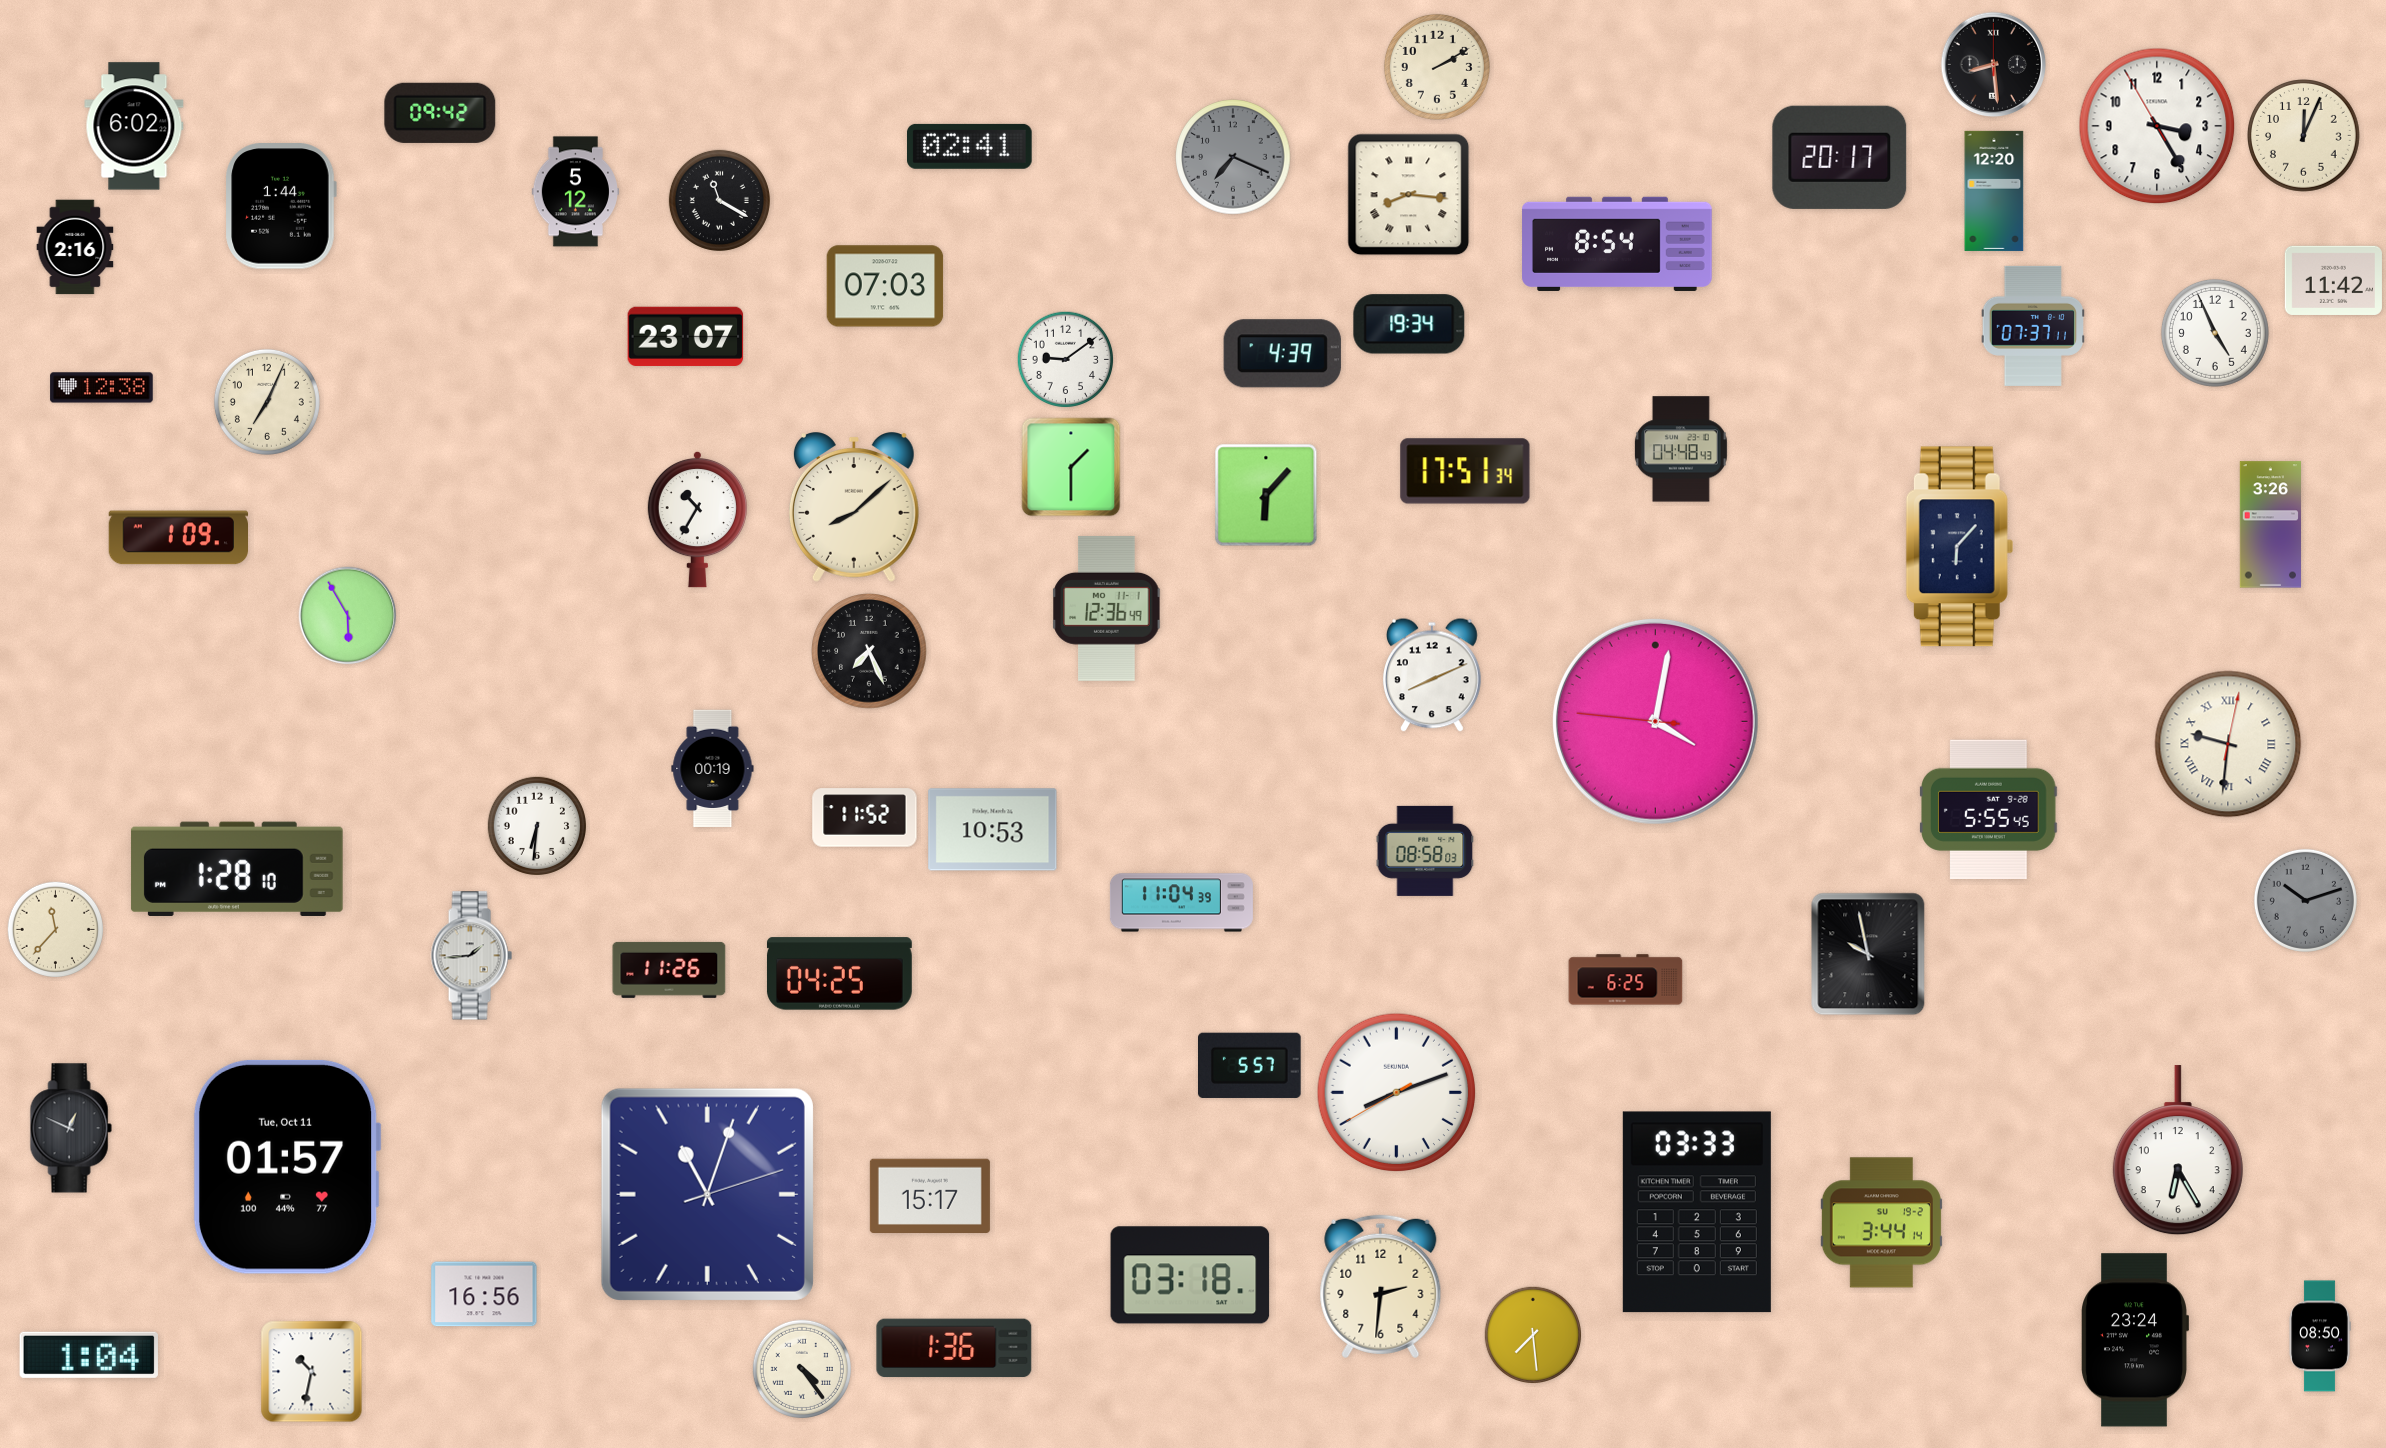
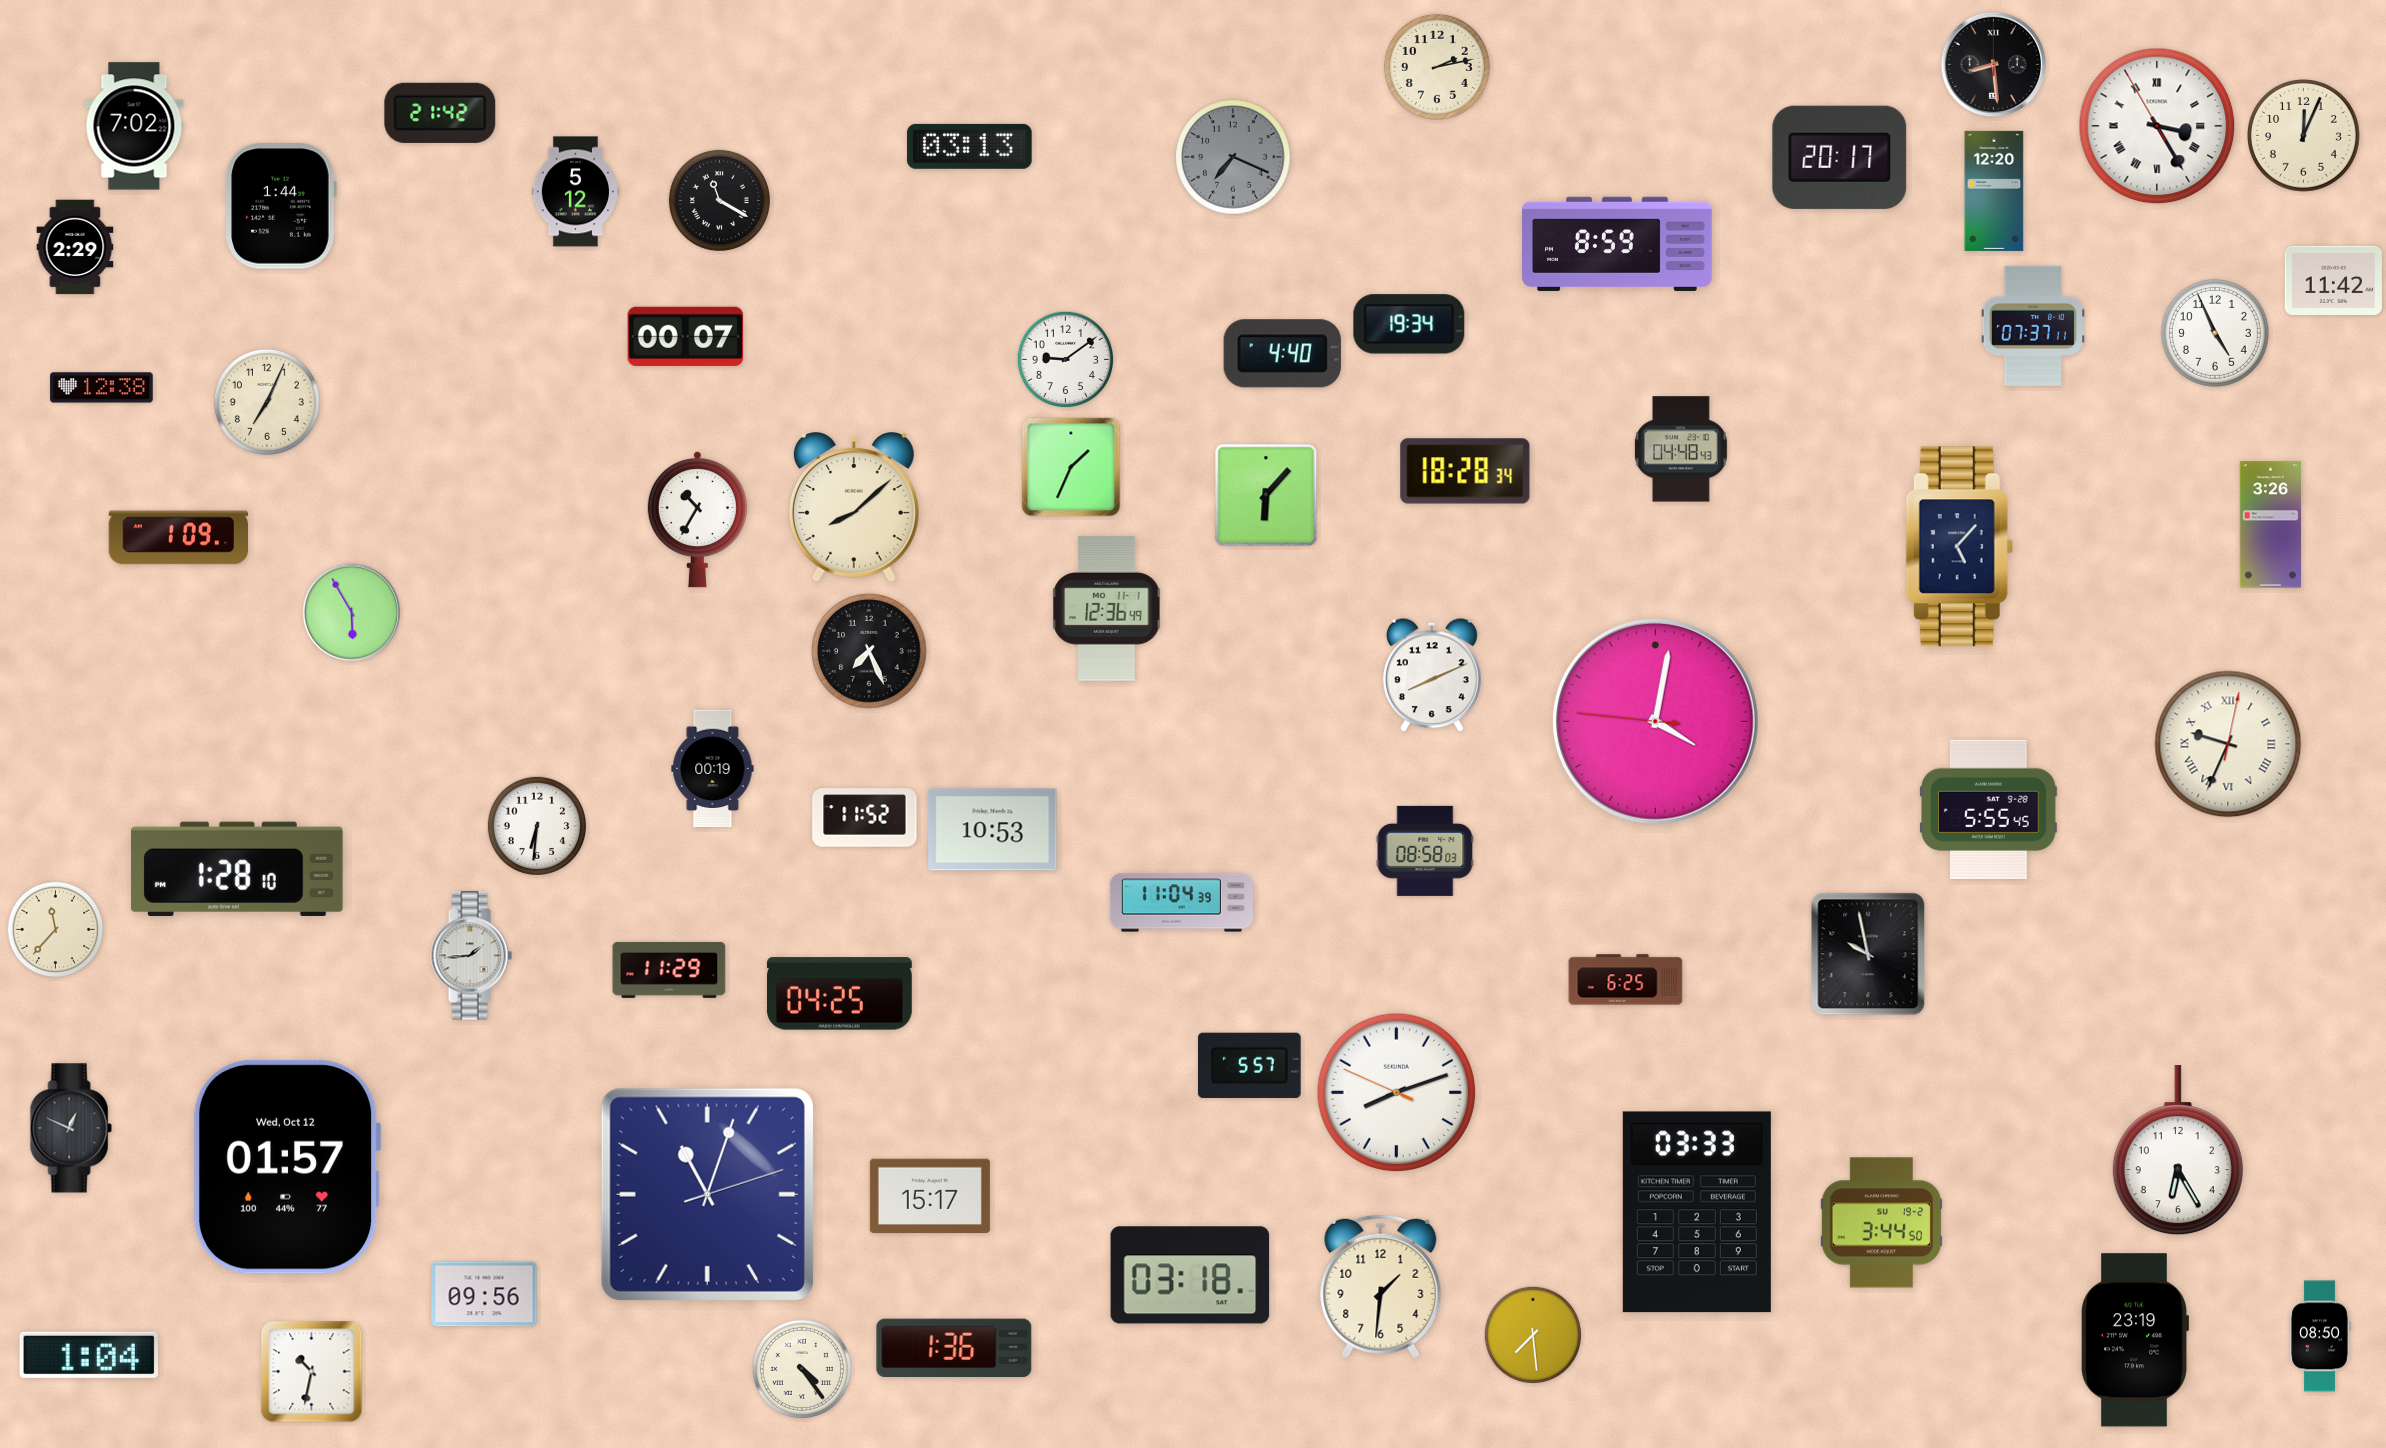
clock at (1437, 67): 2:10 -> 2:13
clock at (440, 113): 09:42 -> 21:42
clock at (134, 126): 6:02 -> 7:02
clock at (2157, 126) numerals: Arabic -> Roman
clock at (970, 146): 02:41 -> 03:13
clock at (1409, 195): 8:16 -> none
clock at (1617, 244): 8:54 -> 8:59
clock at (75, 247): 2:16 -> 2:29
clock at (885, 286): 07:03 -> none
clock at (686, 336): 23:07 -> 00:07
clock at (1282, 354): 4:39 -> 4:40
clock at (1071, 467): 1:30 -> 1:34
clock at (1465, 471): 17:51 -> 18:28
clock at (1959, 547): 6:07 -> 5:07
clock at (348, 616) position: (348, 616) -> (352, 613)
clock at (2228, 744): 9:31 -> 9:34
clock at (2305, 900): 10:12 -> none
clock at (669, 970): 11:26 -> 11:29
clock at (839, 974) position: (839, 974) -> (839, 994)
clock at (1397, 1093): 8:11:40 -> 8:11:49
clock at (287, 1167) date: Tue, Oct 11 -> Wed, Oct 12
clock at (1881, 1223): 3:44:14 -> 3:44:50
clock at (1381, 1287): 2:31 -> 1:31
clock at (484, 1294): 16:56 -> 09:56
clock at (2135, 1340): 23:24 -> 23:19
